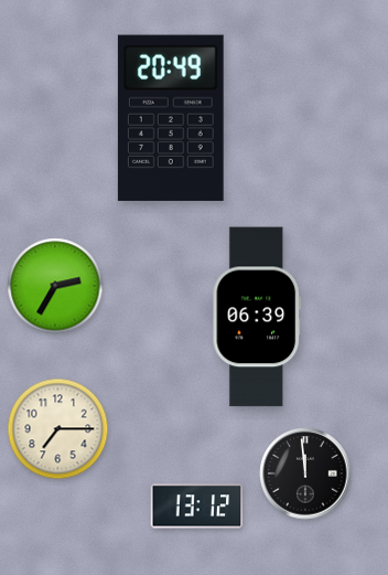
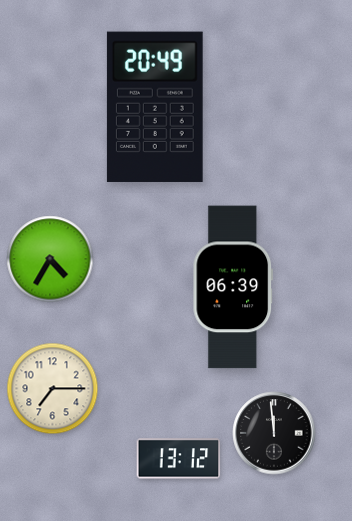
clock at (55, 286): 2:35 -> 4:35
clock at (305, 473) position: (305, 473) -> (274, 433)
